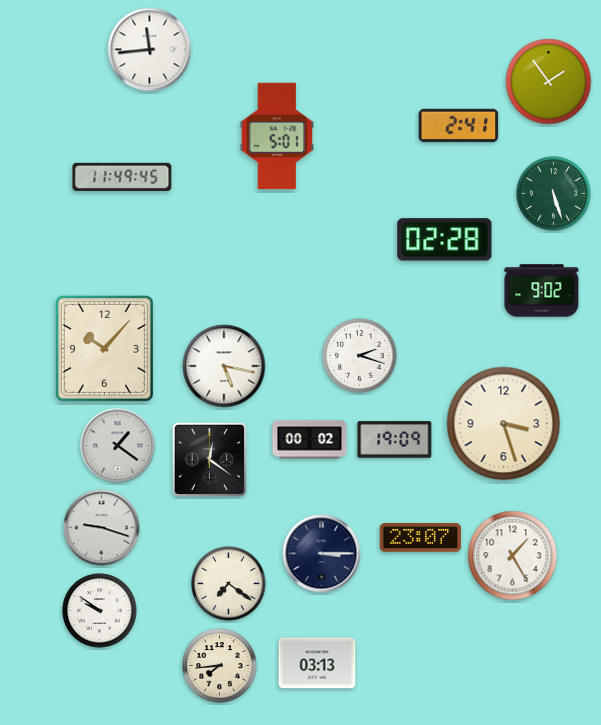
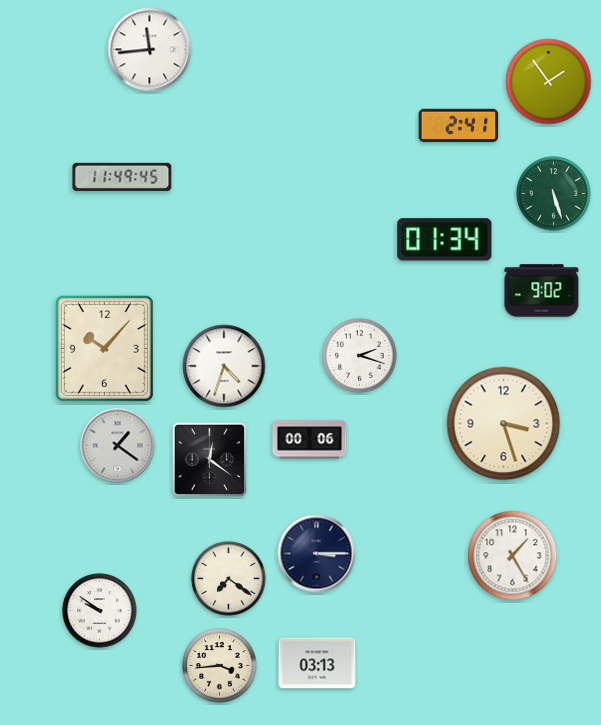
clock at (277, 135): 5:01 -> none
clock at (445, 240): 02:28 -> 01:34
clock at (224, 366): 5:17 -> 4:33
clock at (310, 440): 00:02 -> 00:06
clock at (395, 440): 19:09 -> none
clock at (102, 528): 9:18 -> none
clock at (421, 538): 23:07 -> none
clock at (322, 554) position: (322, 554) -> (317, 554)
clock at (229, 584) position: (229, 584) -> (229, 579)
clock at (220, 666): 7:44 -> 3:44
